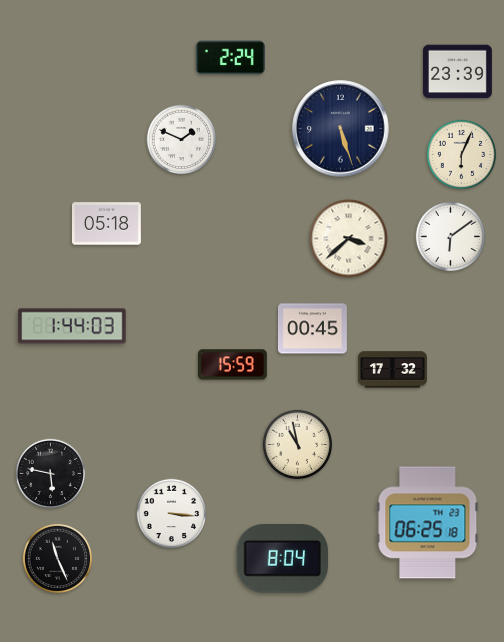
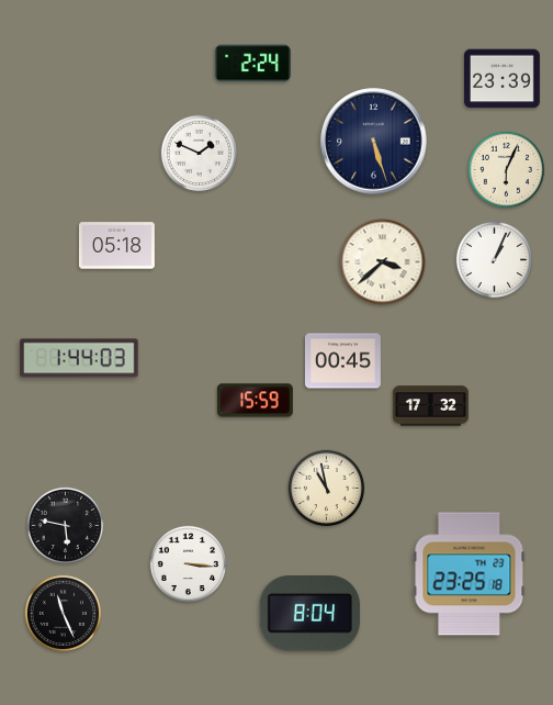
clock at (451, 237): 6:09 -> 1:04
clock at (51, 474) position: (51, 474) -> (66, 526)
clock at (428, 523): 06:25 -> 23:25
